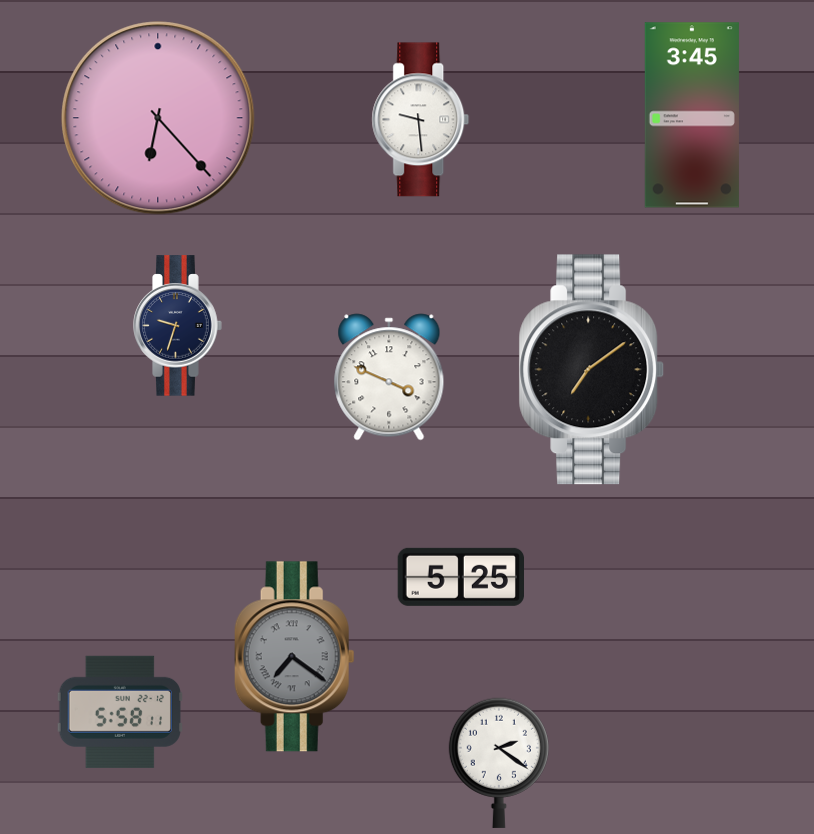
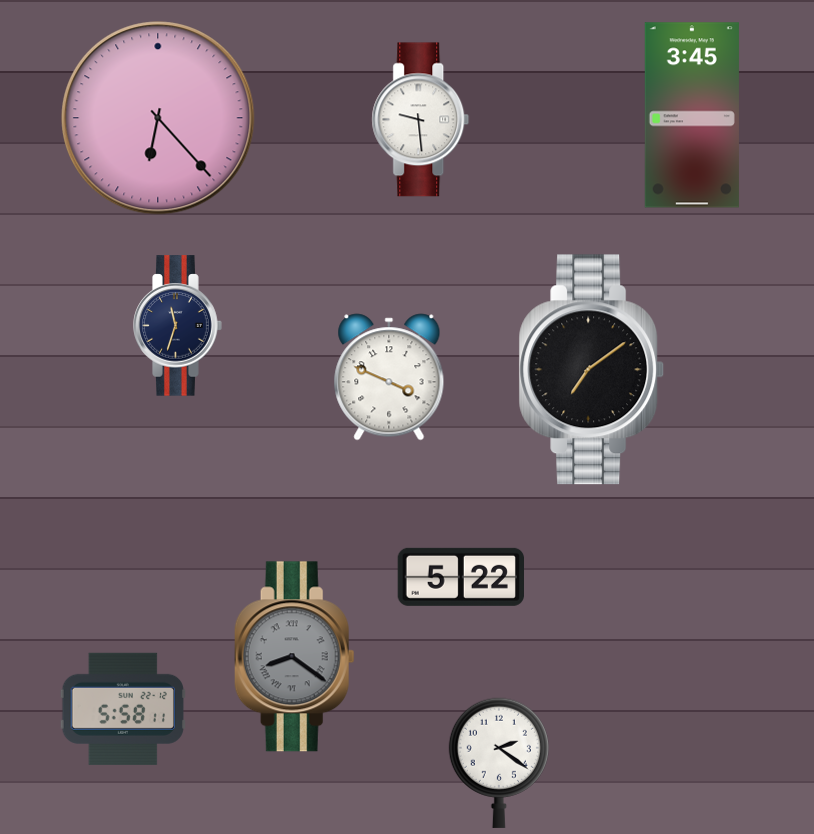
clock at (178, 326): 9:33 -> 11:33
clock at (460, 577): 5:25 -> 5:22
clock at (294, 657): 7:21 -> 8:21
clock at (119, 712) position: (119, 712) -> (122, 709)
